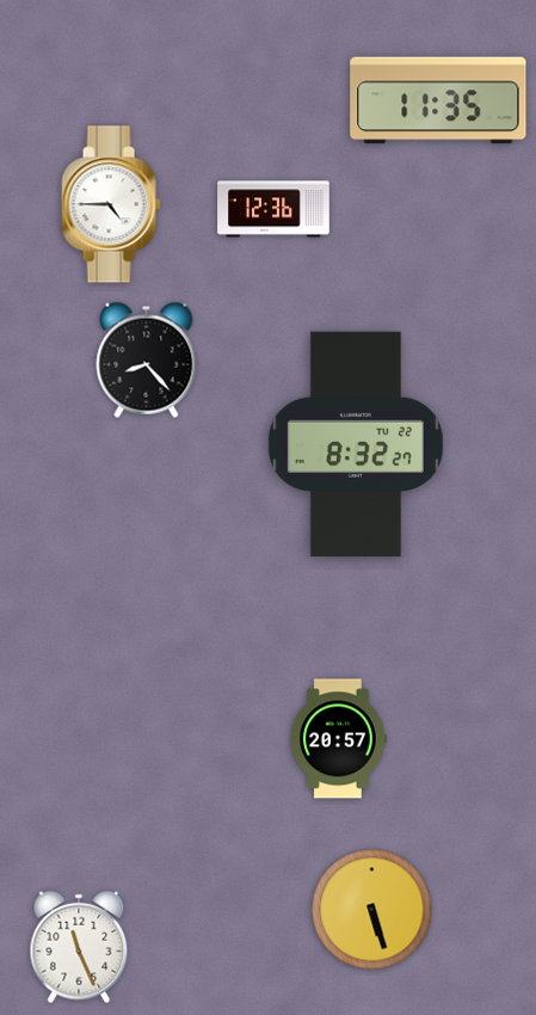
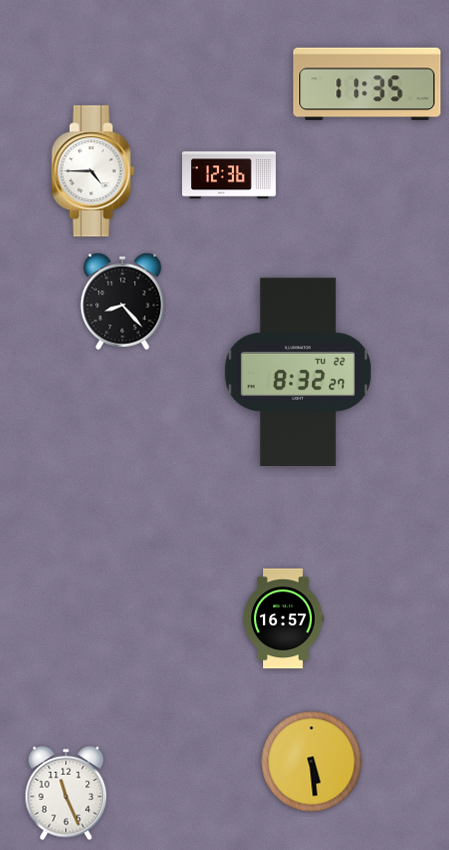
clock at (339, 739): 20:57 -> 16:57
clock at (372, 910): 5:27 -> 5:29
